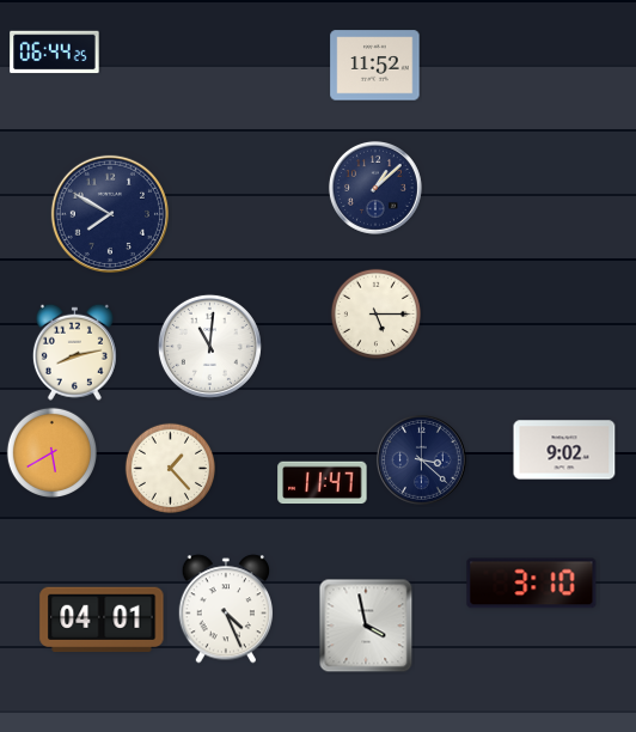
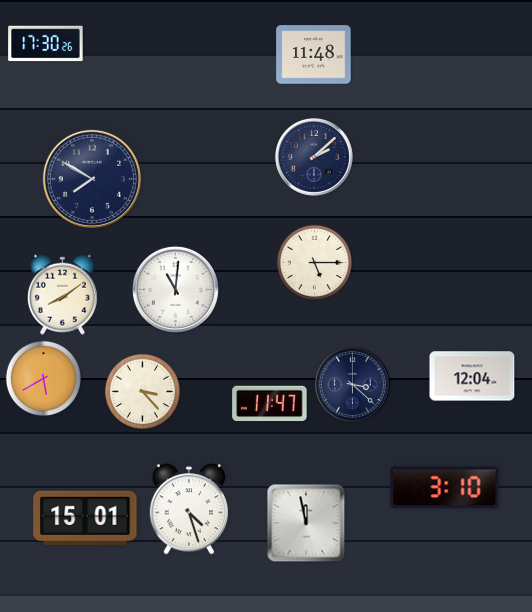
clock at (55, 53): 06:44 -> 17:30
clock at (375, 66): 11:52 -> 11:48
clock at (375, 188): 1:08 -> 2:08
clock at (74, 352): 8:13 -> 8:09
clock at (564, 450): 9:02 -> 12:04
clock at (170, 468): 1:23 -> 3:23
clock at (225, 609): 4:26 -> 4:27
clock at (102, 620): 04:01 -> 15:01
clock at (366, 626): 3:58 -> 11:58
